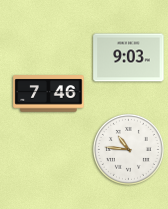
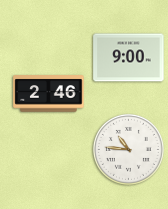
clock at (129, 58): 9:03 -> 9:00
clock at (49, 94): 7:46 -> 2:46
